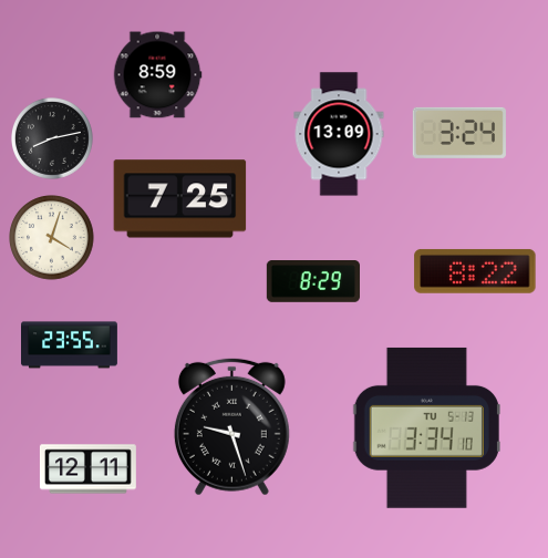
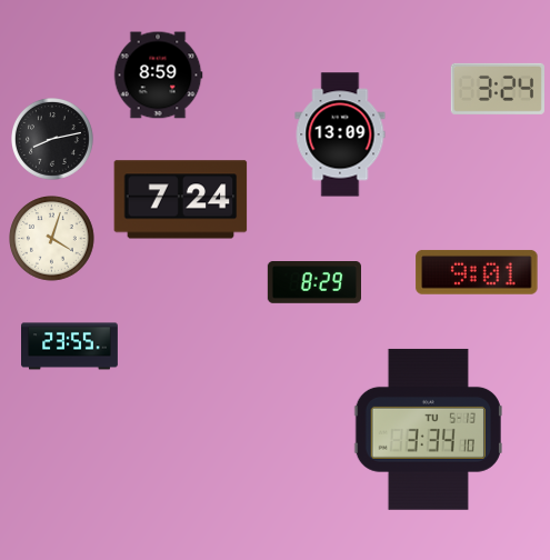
clock at (459, 133) position: (459, 133) -> (498, 89)
clock at (180, 199): 7:25 -> 7:24
clock at (475, 271): 8:22 -> 9:01
clock at (231, 426): 9:27 -> none
clock at (87, 469): 12:11 -> none
